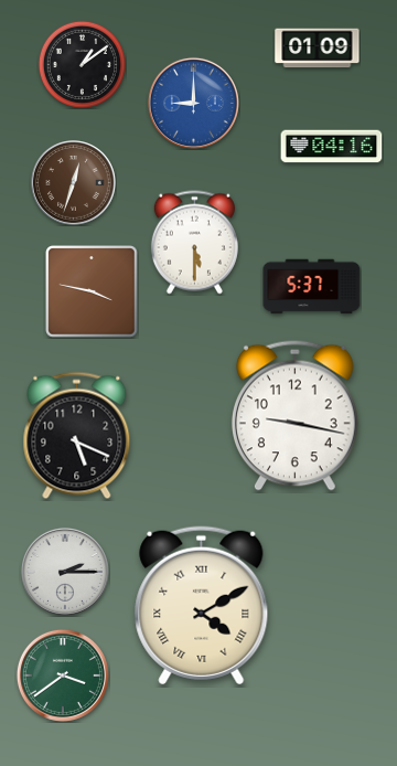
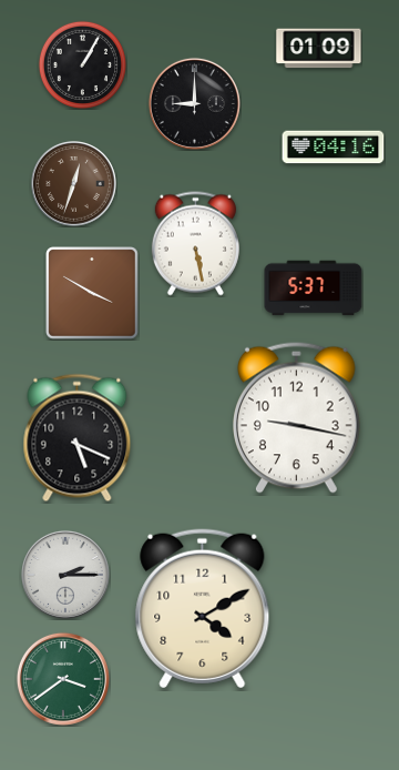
clock at (82, 64): 1:09 -> 1:05
clock at (193, 103) dial: blue -> black
clock at (194, 243): 5:30 -> 5:28
clock at (92, 291): 3:47 -> 3:50
clock at (202, 606) numerals: Roman -> Arabic
